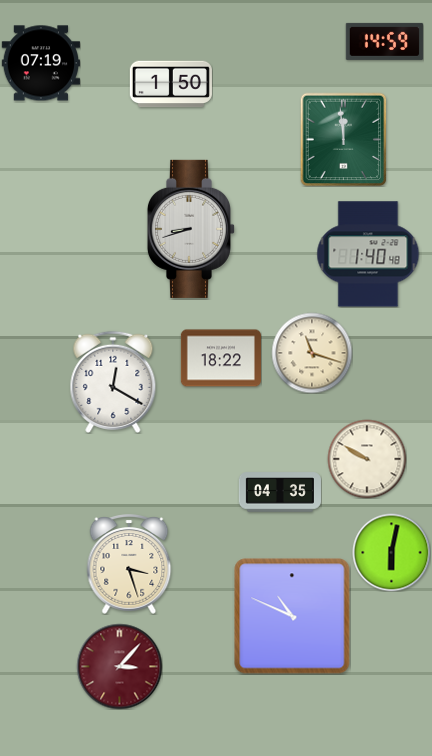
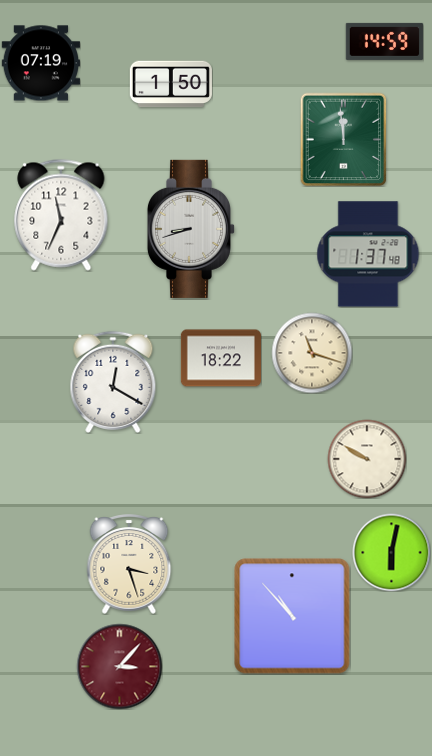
clock at (61, 215): none -> 11:34
clock at (368, 254): 1:40 -> 1:37
clock at (280, 492): 04:35 -> none
clock at (292, 616): 10:49 -> 10:53
